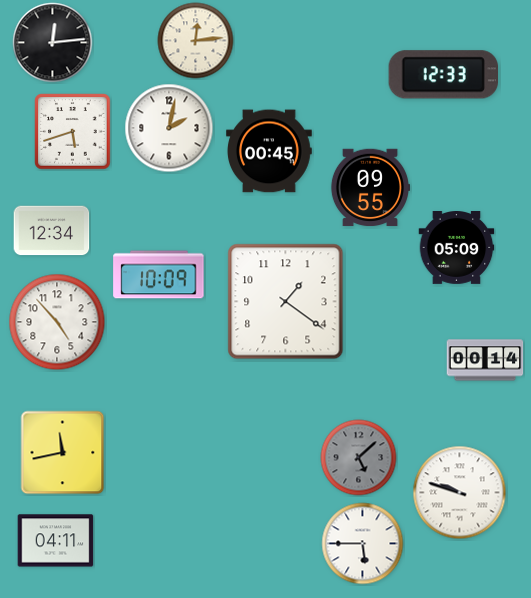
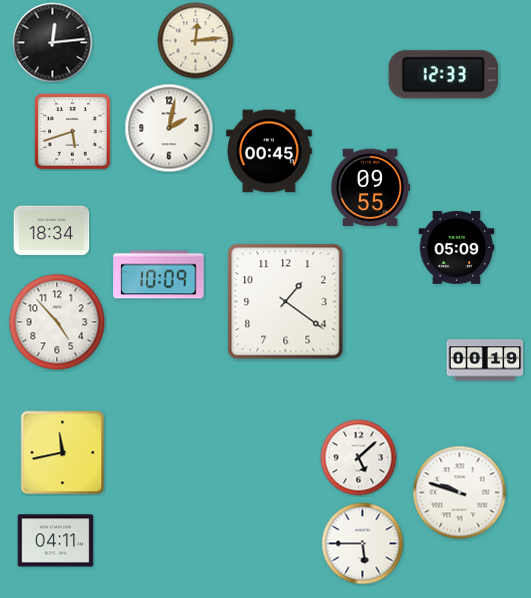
clock at (52, 231): 12:34 -> 18:34
clock at (485, 360): 00:14 -> 00:19
clock at (359, 458) dial: grey -> white
